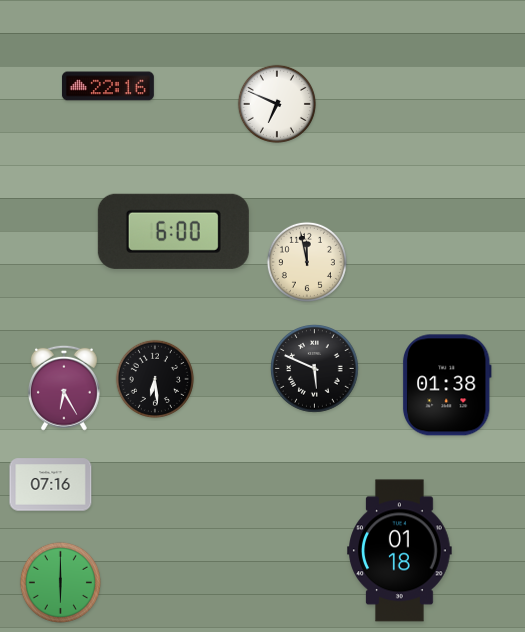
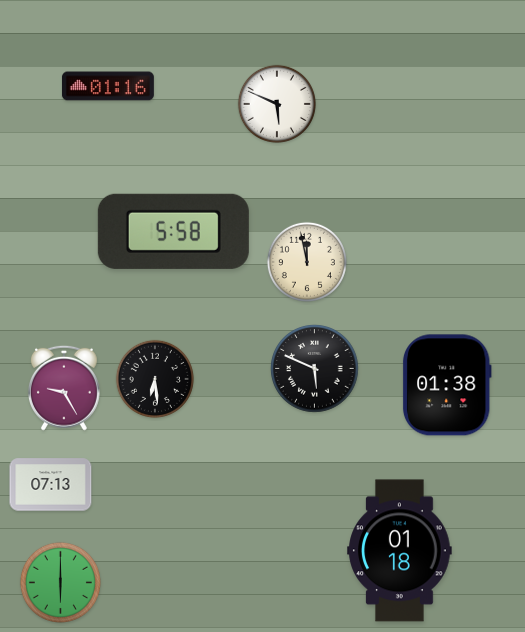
clock at (108, 86): 22:16 -> 01:16
clock at (277, 104): 6:49 -> 5:49
clock at (173, 231): 6:00 -> 5:58
clock at (64, 388): 6:25 -> 9:25
clock at (51, 485): 07:16 -> 07:13
